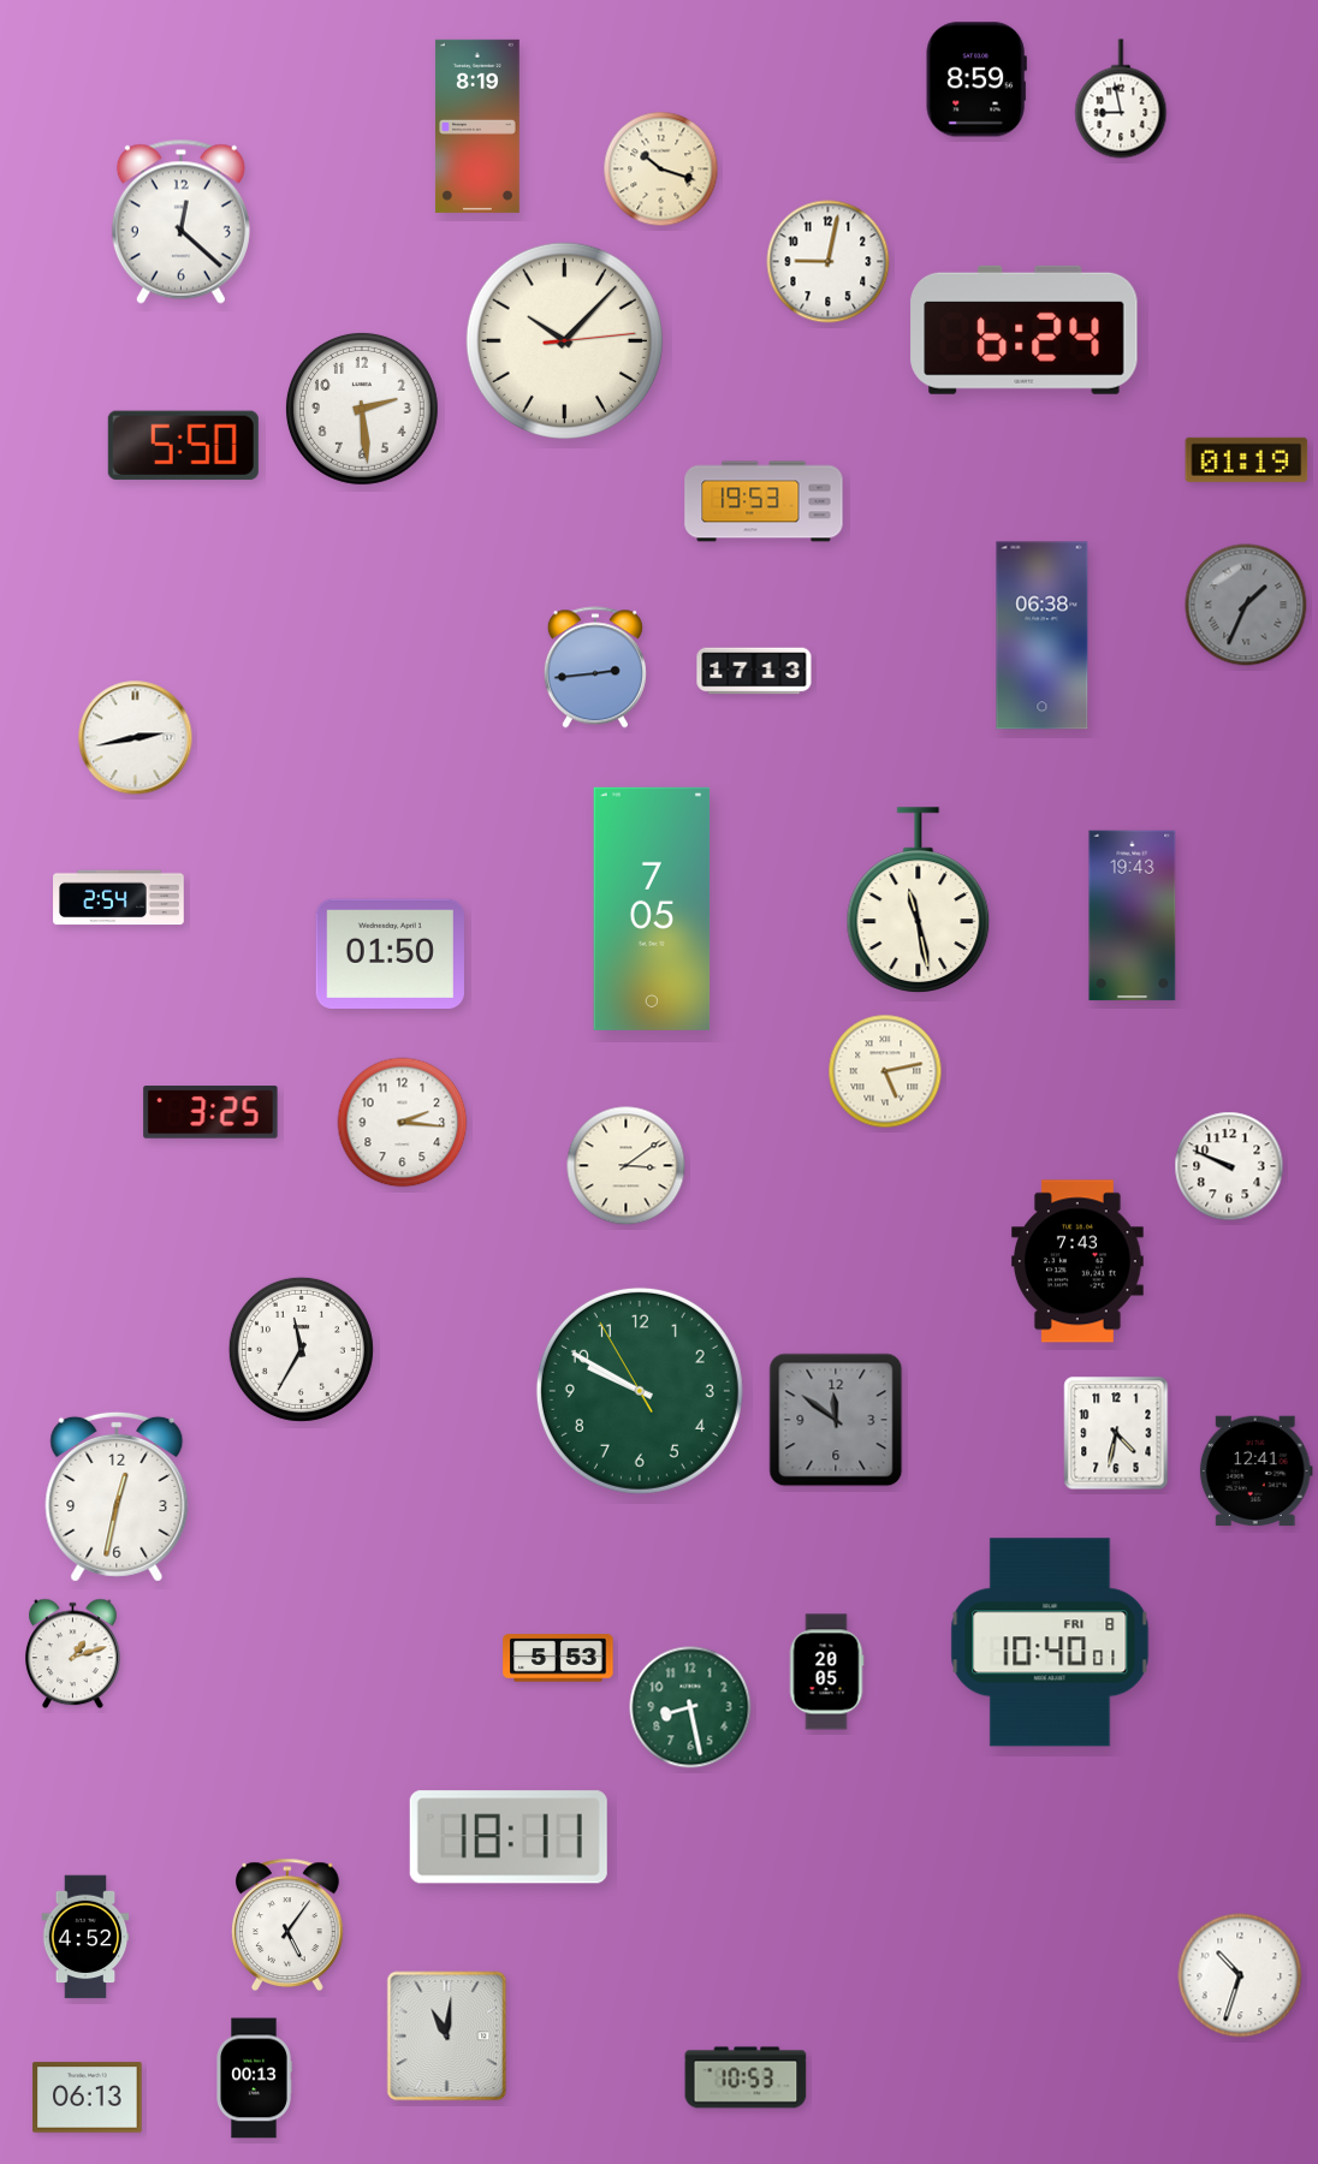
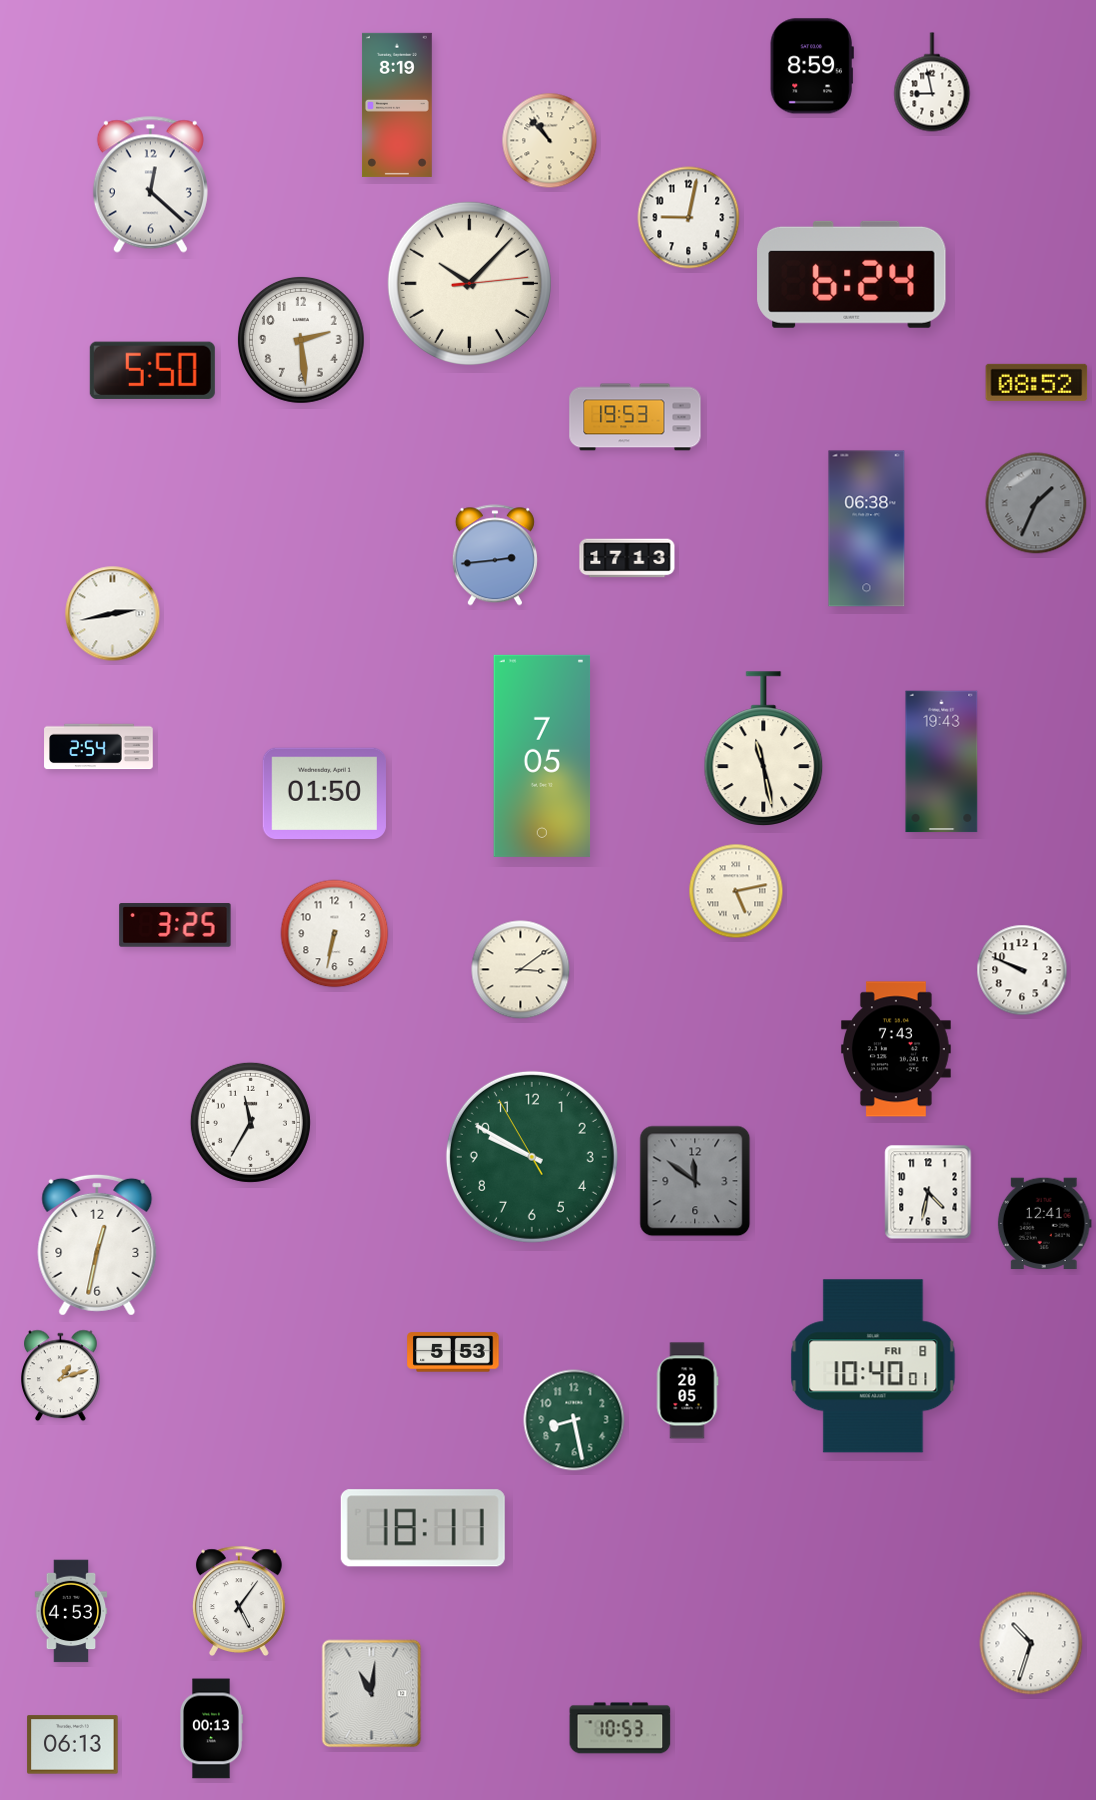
clock at (661, 170): 10:18 -> 10:53
clock at (1247, 459): 01:19 -> 08:52
clock at (403, 1123): 2:16 -> 6:32
clock at (558, 1658) position: (558, 1658) -> (453, 1352)
clock at (85, 1937): 4:52 -> 4:53
